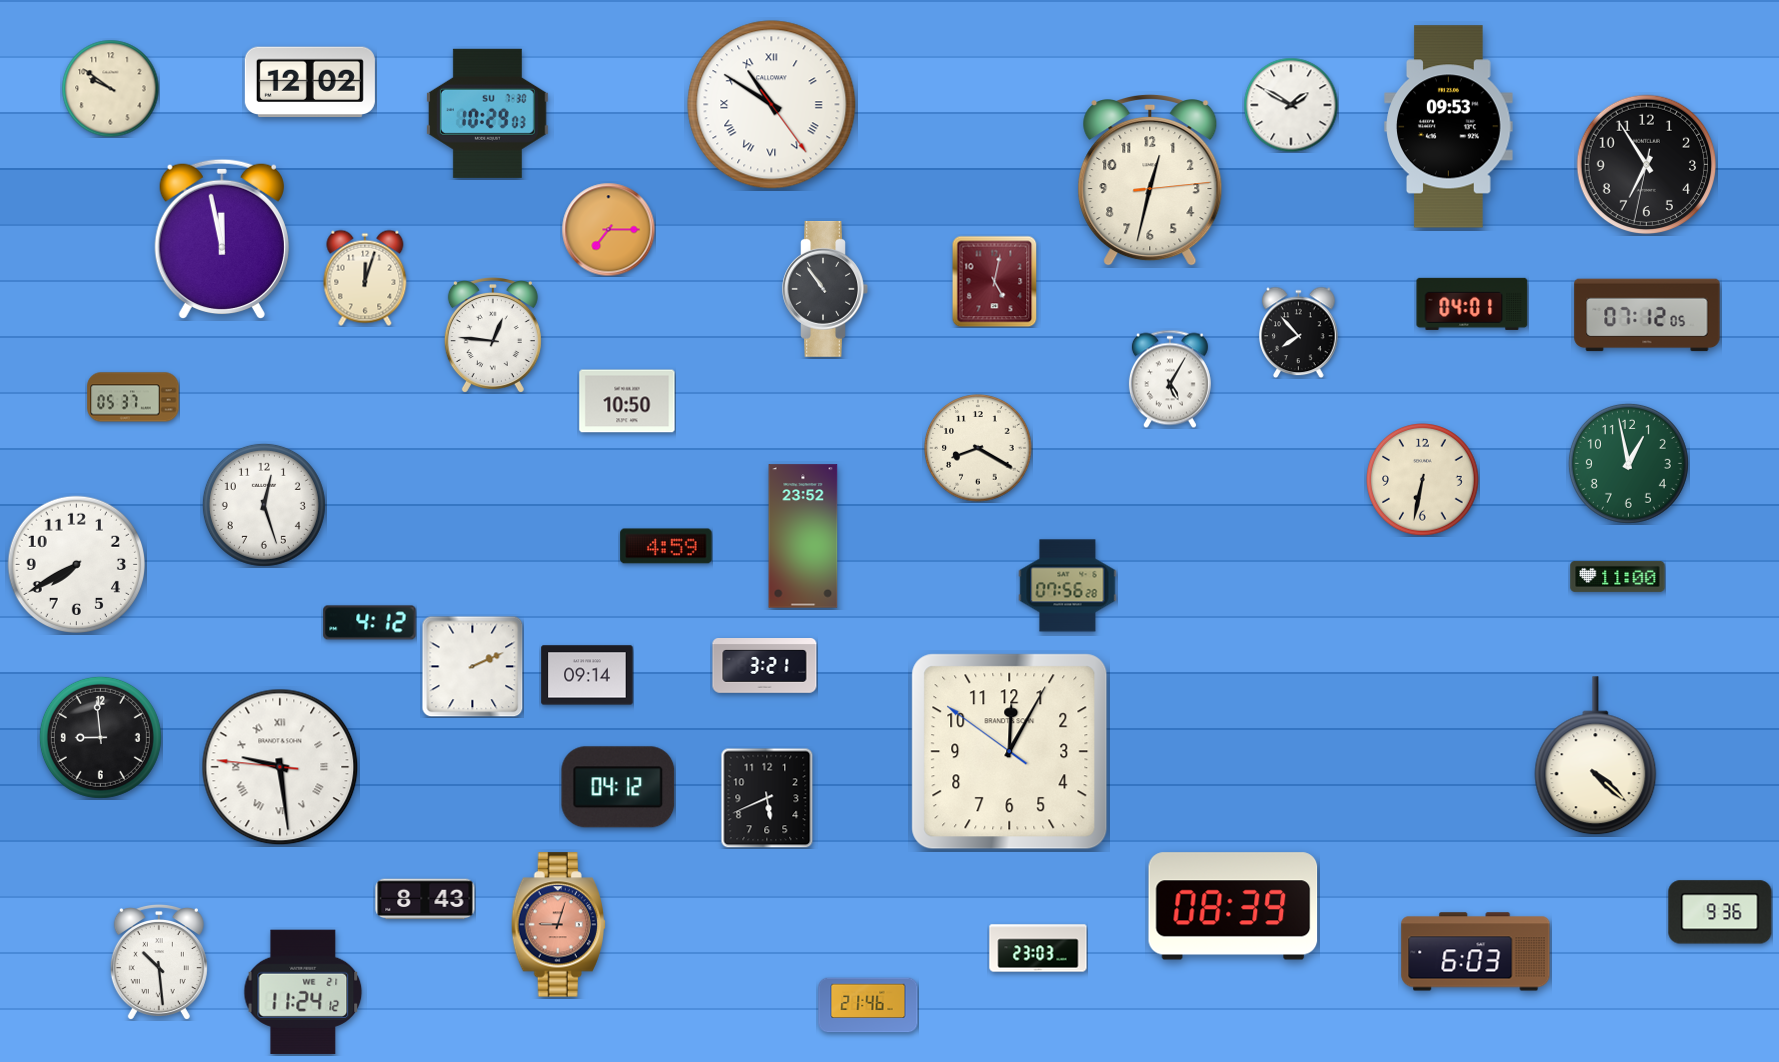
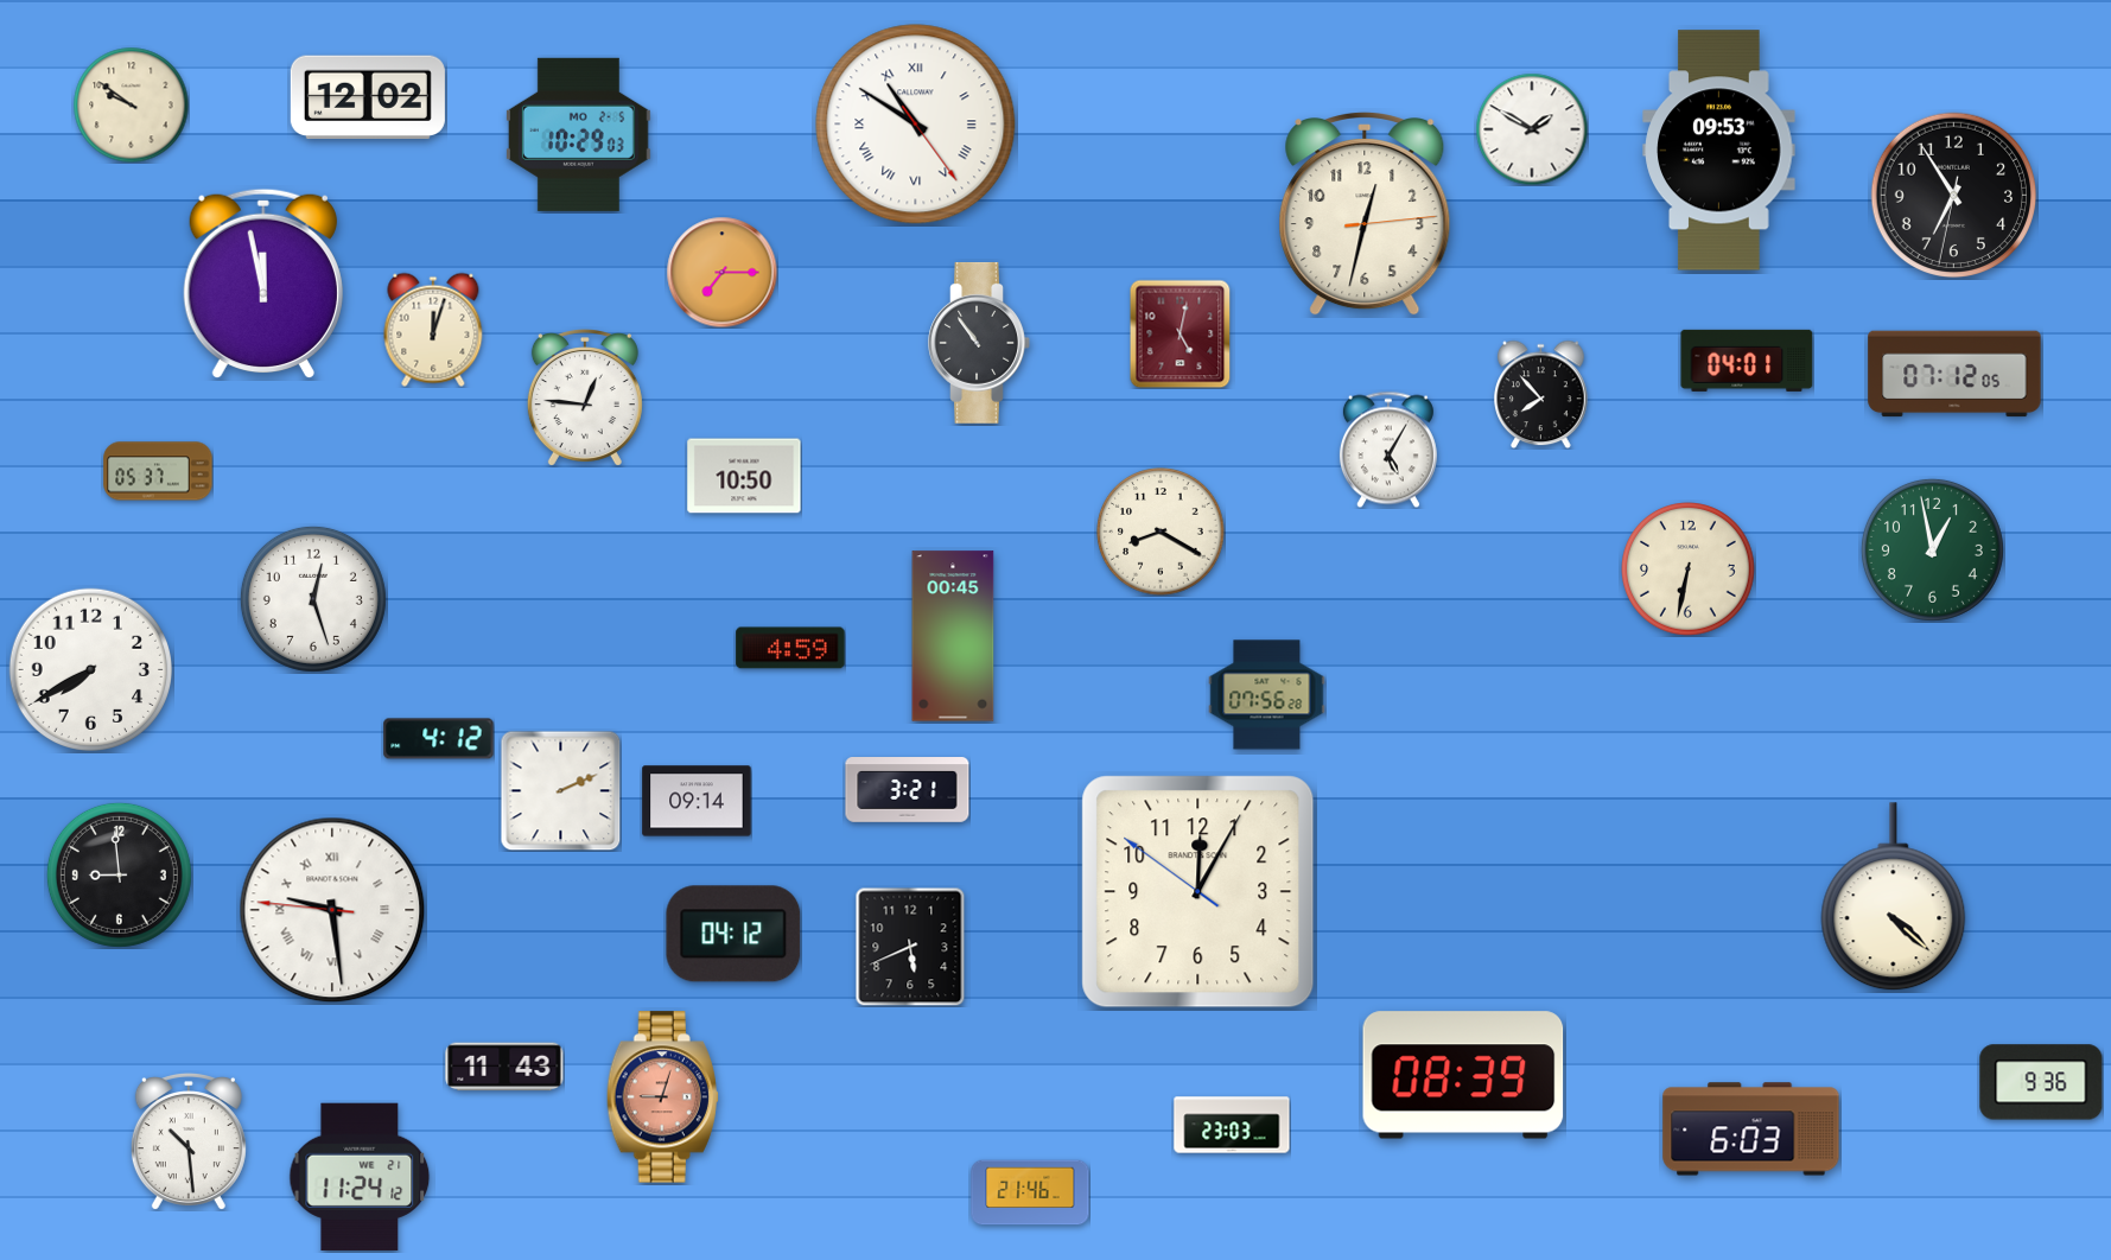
clock at (1291, 105) position: (1291, 105) -> (1532, 129)
clock at (487, 113) date: SU 7-30 -> MO 2-5
clock at (803, 536): 23:52 -> 00:45
clock at (1618, 576): 11:00 -> none
clock at (425, 899): 8:43 -> 11:43
